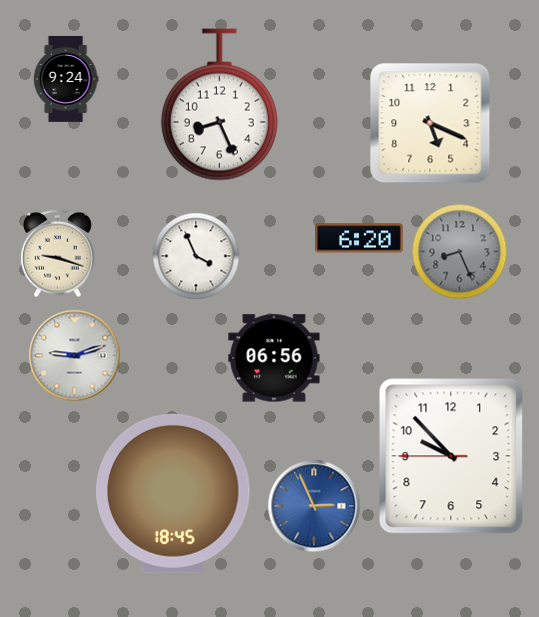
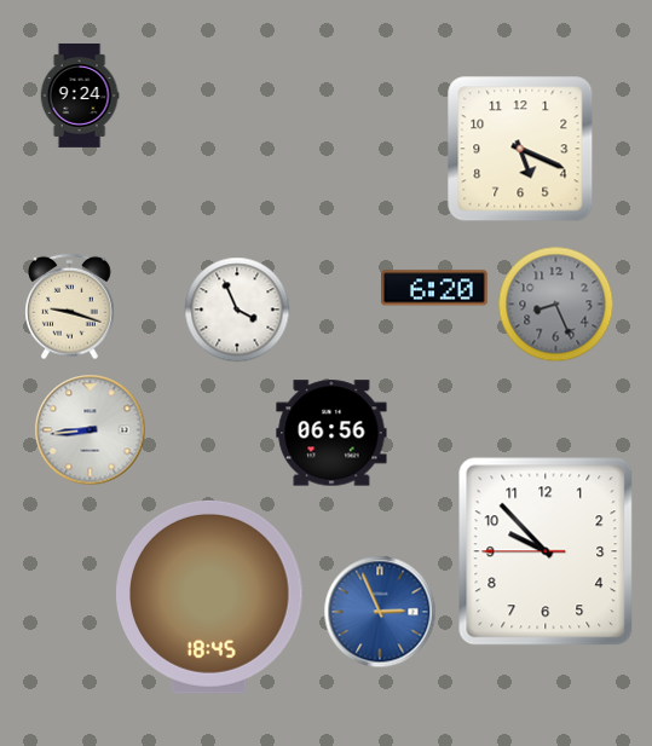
clock at (219, 105): 8:26 -> none
clock at (75, 356): 9:12 -> 8:44
